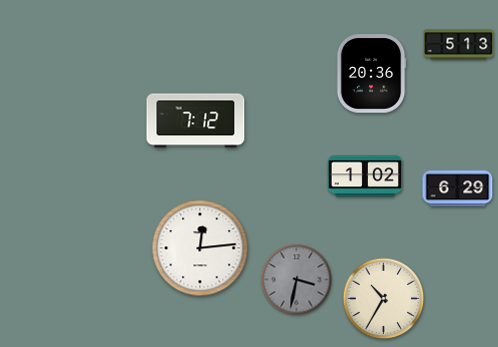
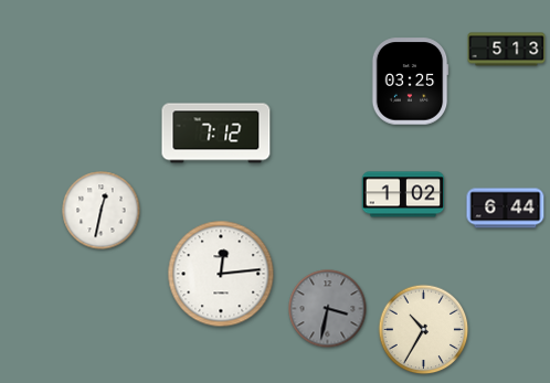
clock at (371, 74): 20:36 -> 03:25
clock at (458, 189): 6:29 -> 6:44
clock at (102, 211): none -> 12:32
